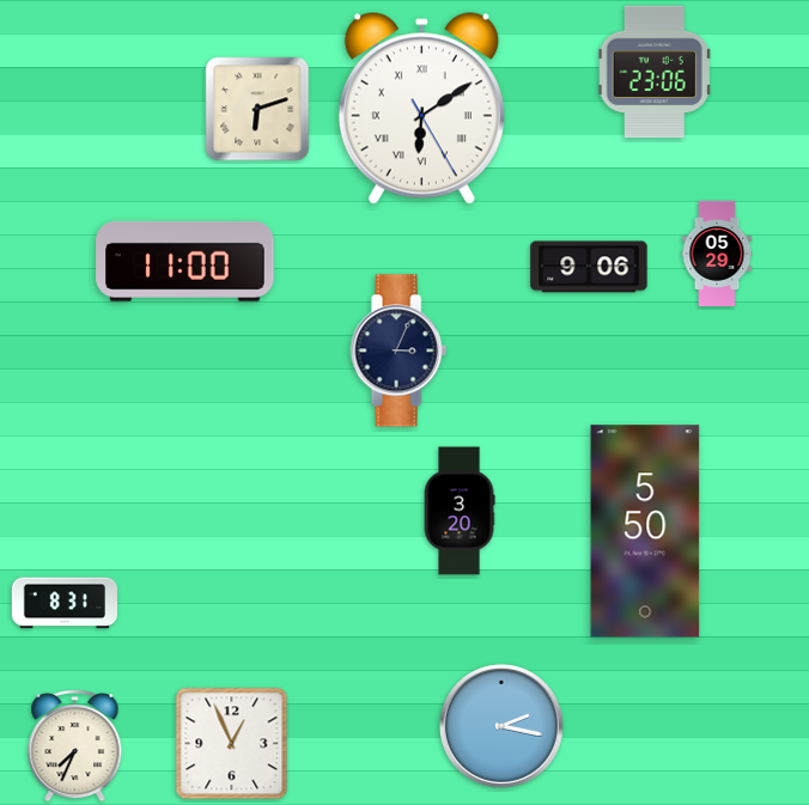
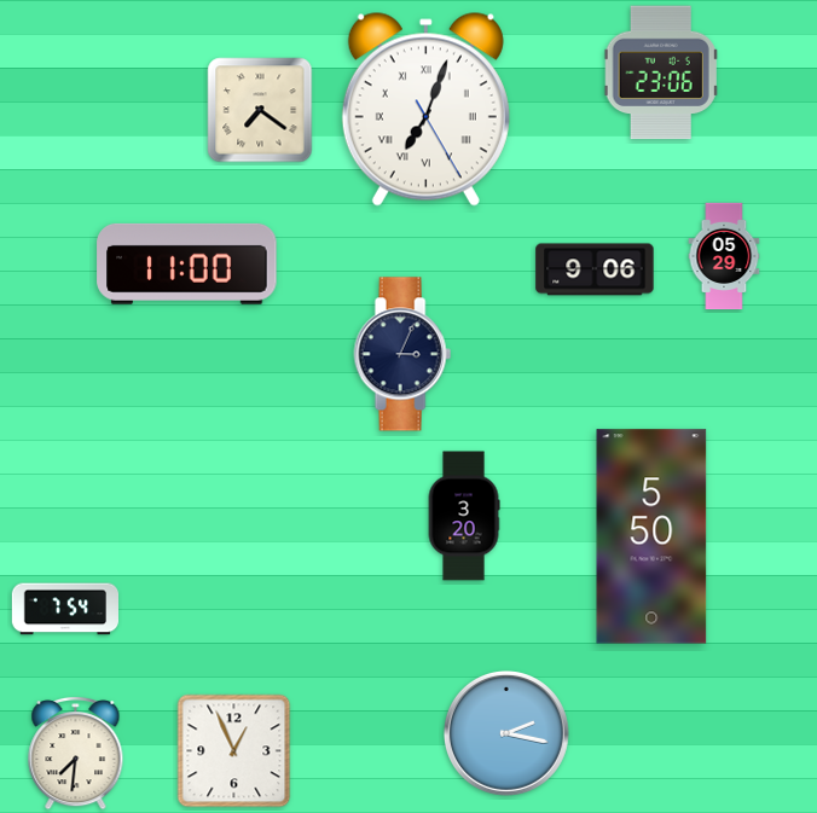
clock at (257, 109): 6:12 -> 7:21
clock at (421, 109): 6:09 -> 7:03
clock at (63, 603): 8:31 -> 7:54
clock at (75, 745): 7:34 -> 7:31
